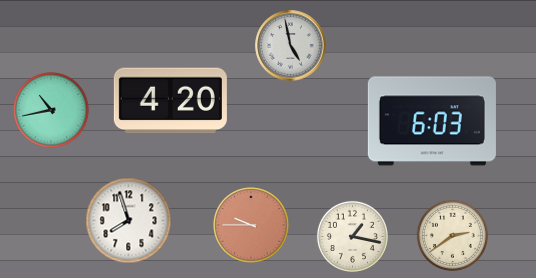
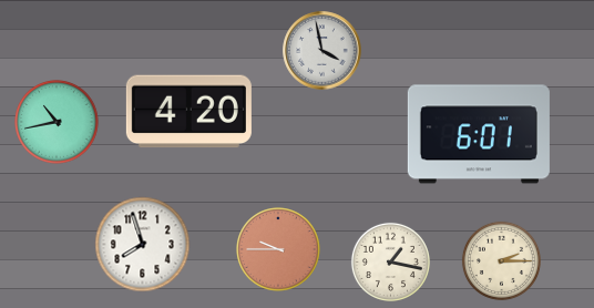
clock at (291, 46): 4:58 -> 3:58
clock at (432, 121): 6:03 -> 6:01
clock at (452, 235): 2:39 -> 2:15
